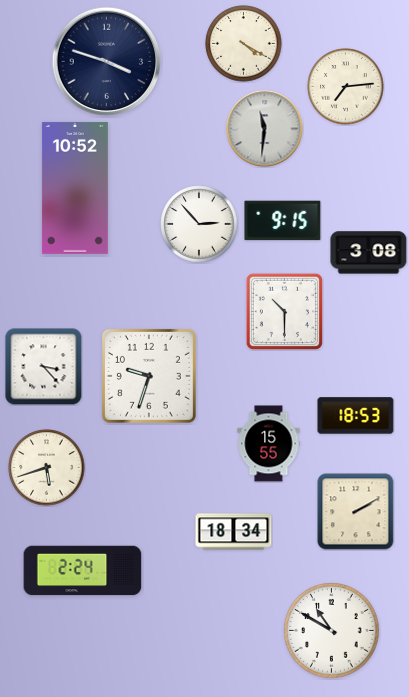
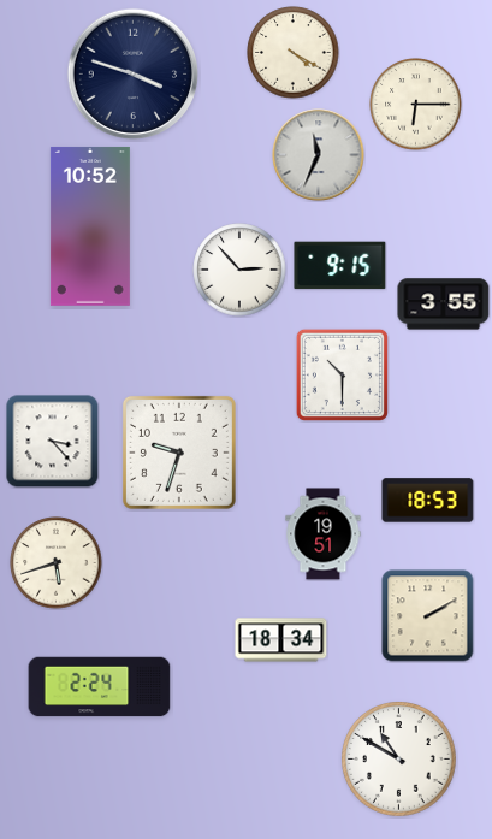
clock at (107, 62) position: (107, 62) -> (134, 75)
clock at (346, 87): 7:14 -> 6:15
clock at (265, 129): 11:31 -> 11:34
clock at (369, 253): 3:08 -> 3:55
clock at (269, 444): 15:55 -> 19:51
